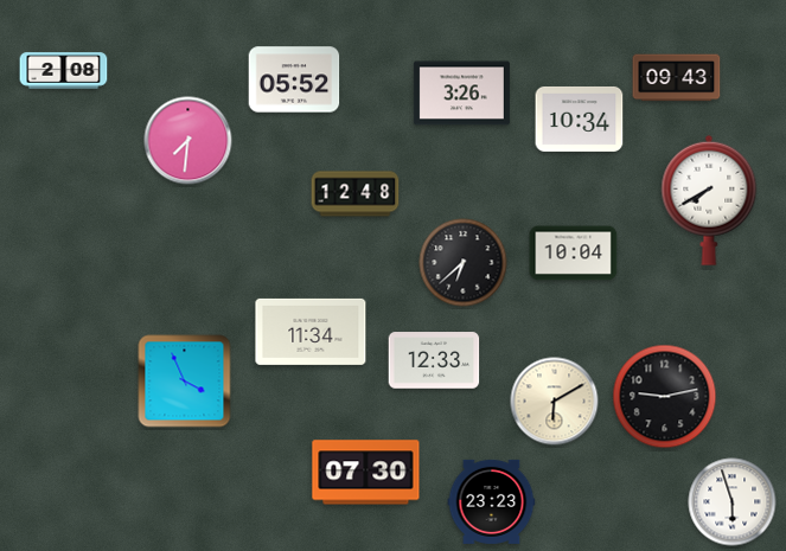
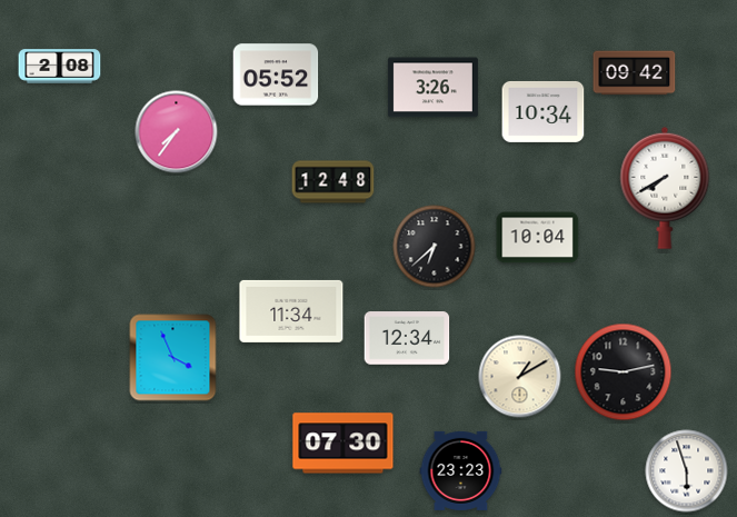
clock at (677, 78): 09:43 -> 09:42
clock at (188, 141): 7:31 -> 7:36
clock at (434, 360): 12:33 -> 12:34
clock at (555, 402): 6:10 -> 1:10
